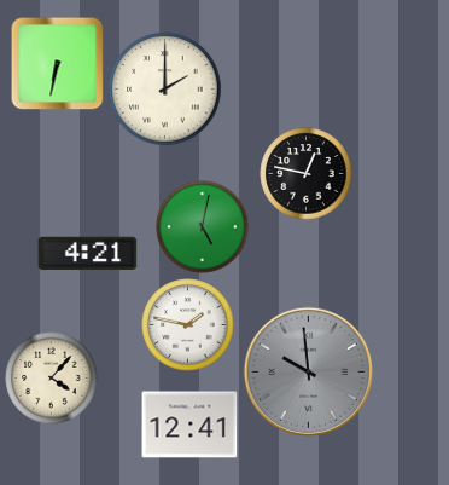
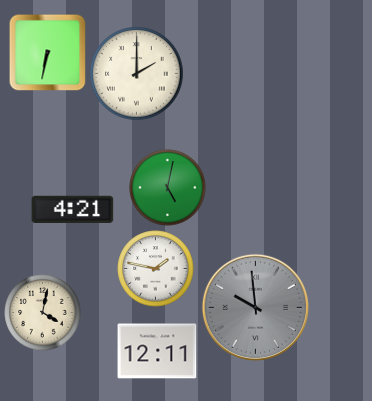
clock at (307, 174): 12:47 -> none
clock at (52, 379): 4:07 -> 4:02
clock at (189, 425): 12:41 -> 12:11
